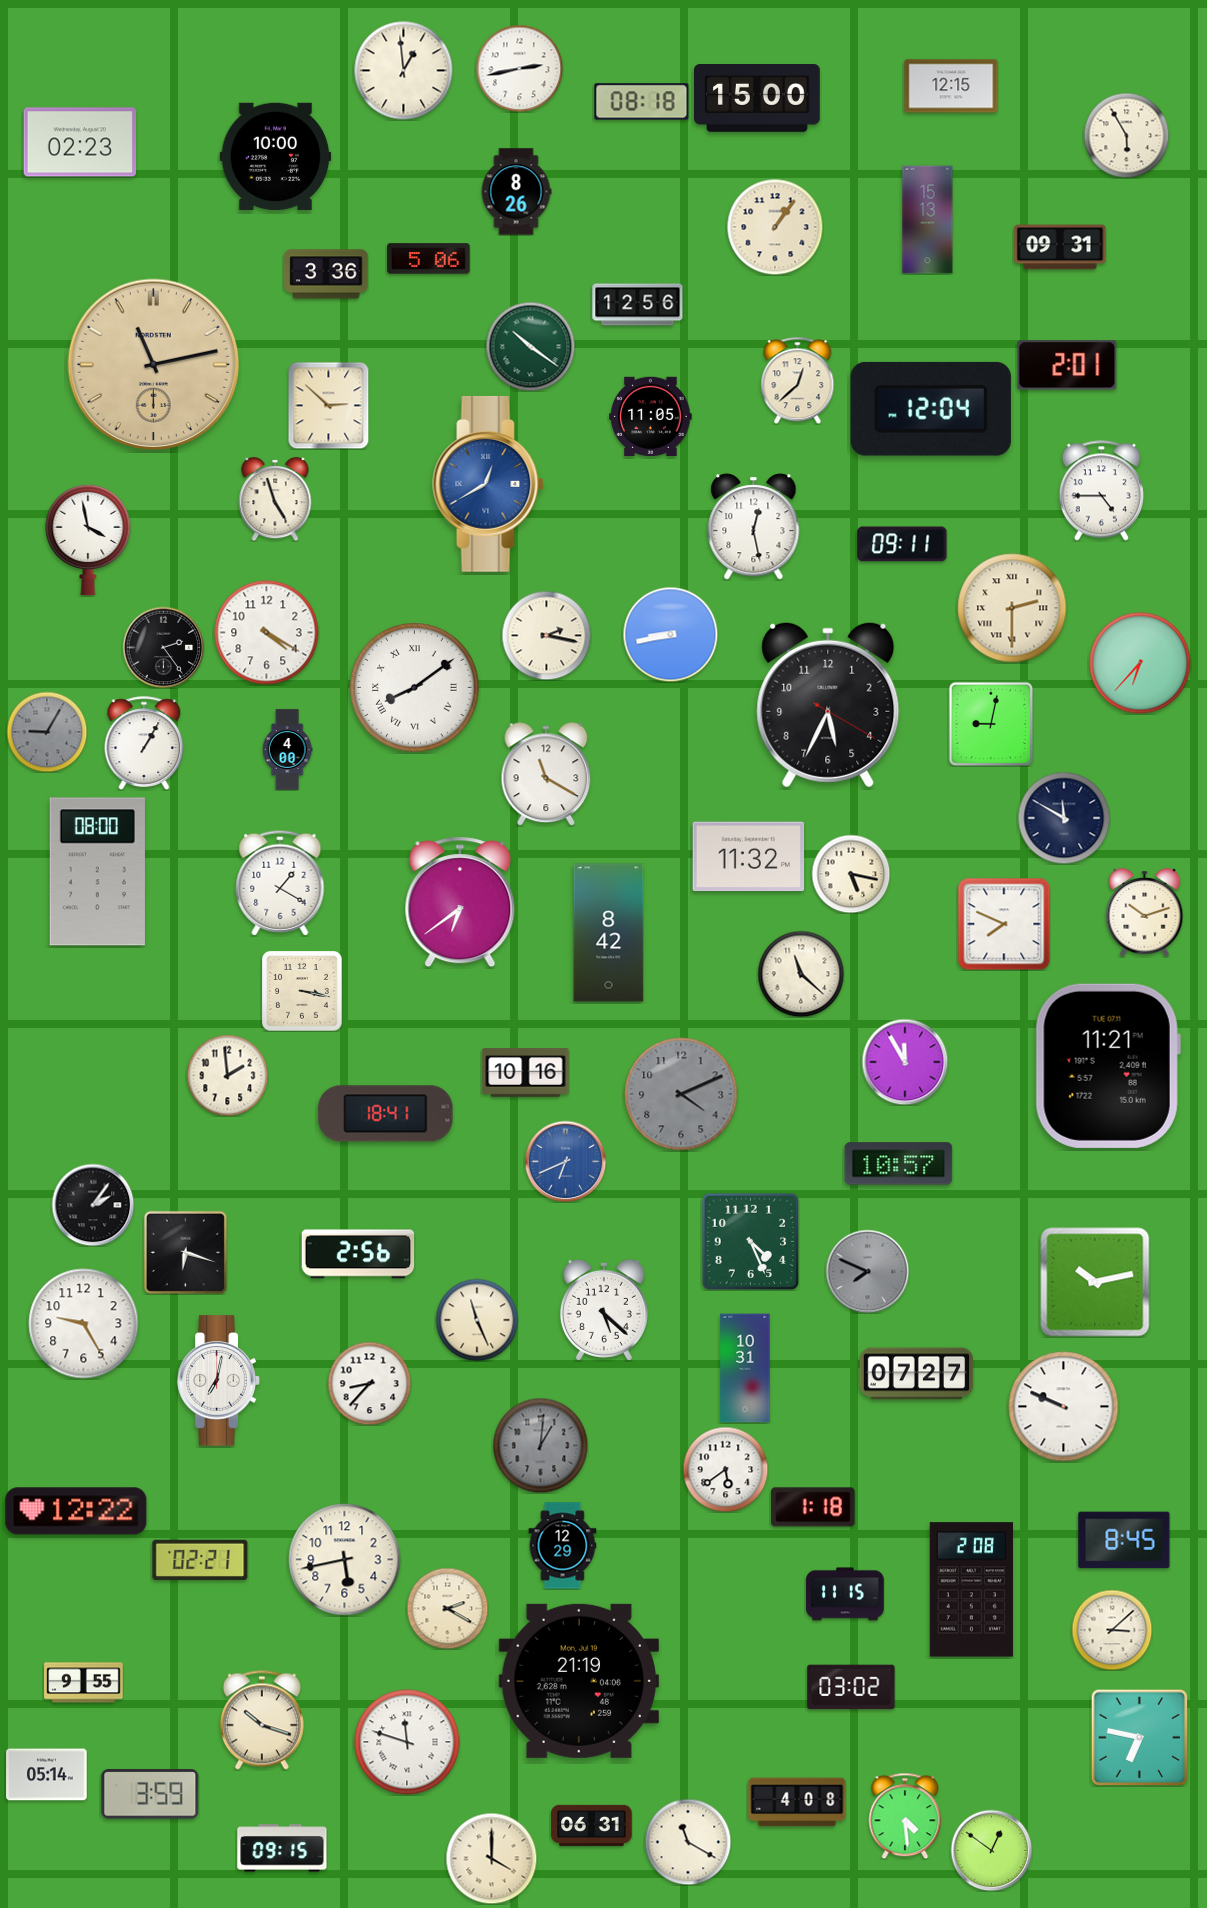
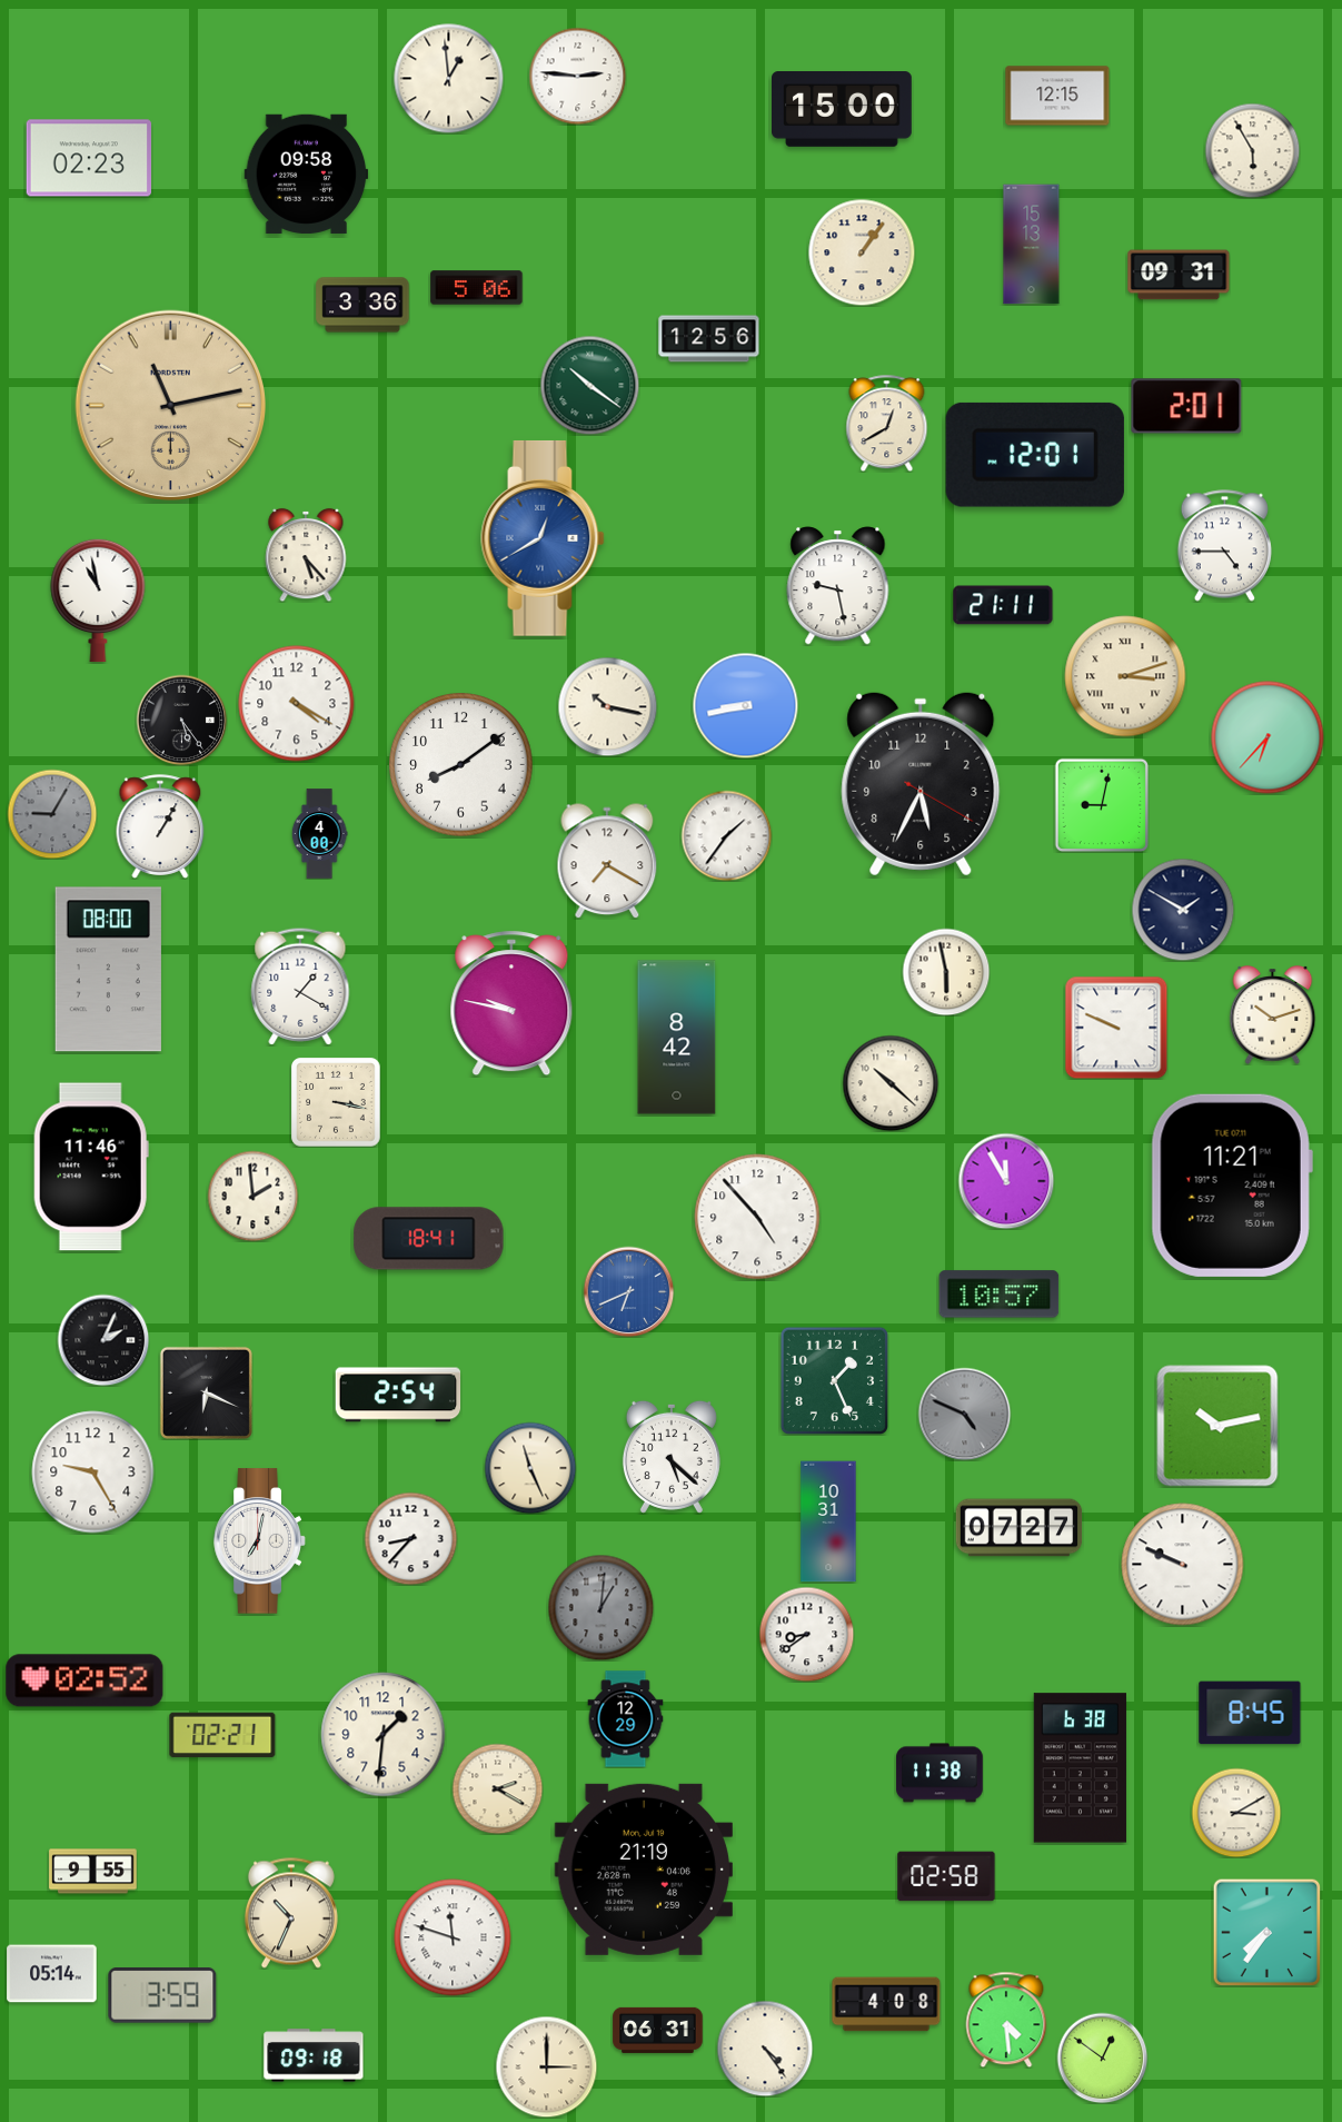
clock at (519, 68): 2:43 -> 2:46
clock at (642, 102): 08:18 -> none
clock at (276, 156): 10:00 -> 09:58
clock at (516, 192): 8:26 -> none
clock at (798, 380): 12:38 -> 12:40
clock at (329, 405): 2:52 -> none
clock at (931, 409): 12:04 -> 12:01
clock at (651, 416): 11:05 -> none
clock at (275, 499): 4:57 -> 5:23
clock at (754, 527): 12:28 -> 9:28
clock at (88, 540): 3:58 -> 10:58
clock at (902, 544): 09:11 -> 21:11
clock at (1012, 608): 2:30 -> 3:12
clock at (546, 635): 2:17 -> 10:17
clock at (163, 647): 2:24 -> 5:24
clock at (415, 688) numerals: Roman -> Arabic
clock at (726, 835): none -> 1:36
clock at (546, 774): 11:20 -> 7:20
clock at (1064, 818): 11:50 -> 1:50
clock at (749, 857): 11:32 -> none
clock at (851, 874): 5:17 -> 5:58
clock at (280, 883) position: (280, 883) -> (300, 986)
clock at (460, 902): 6:39 -> 9:47
clock at (1004, 924): 7:49 -> 9:49
clock at (801, 974): 11:22 -> 10:22
clock at (91, 1167): none -> 11:46
clock at (526, 1073): 10:16 -> none
clock at (681, 1094): 4:11 -> 4:53
clock at (681, 1094) dial: grey -> white
clock at (93, 1205): 2:06 -> 2:04
clock at (750, 1241): 4:26 -> 1:26
clock at (185, 1252): 6:18 -> 6:19
clock at (358, 1254): 2:56 -> 2:54
clock at (867, 1271): 7:49 -> 4:49
clock at (219, 1381) position: (219, 1381) -> (260, 1541)
clock at (725, 1469): 5:39 -> 8:39
clock at (813, 1507): 1:18 -> none
clock at (76, 1511): 12:22 -> 02:52
clock at (345, 1560): 5:43 -> 1:31
clock at (971, 1590): 2:08 -> 6:38
clock at (845, 1594): 11:15 -> 11:38
clock at (1112, 1630): 3:08 -> 3:10
clock at (851, 1687): 03:02 -> 02:58
clock at (262, 1720): 10:18 -> 10:34
clock at (1139, 1737): 6:47 -> 7:36
clock at (150, 1794) position: (150, 1794) -> (162, 1995)
clock at (688, 1842): 11:20 -> 4:24
clock at (282, 1848): 09:15 -> 09:18
clock at (491, 1858): 4:00 -> 3:00
